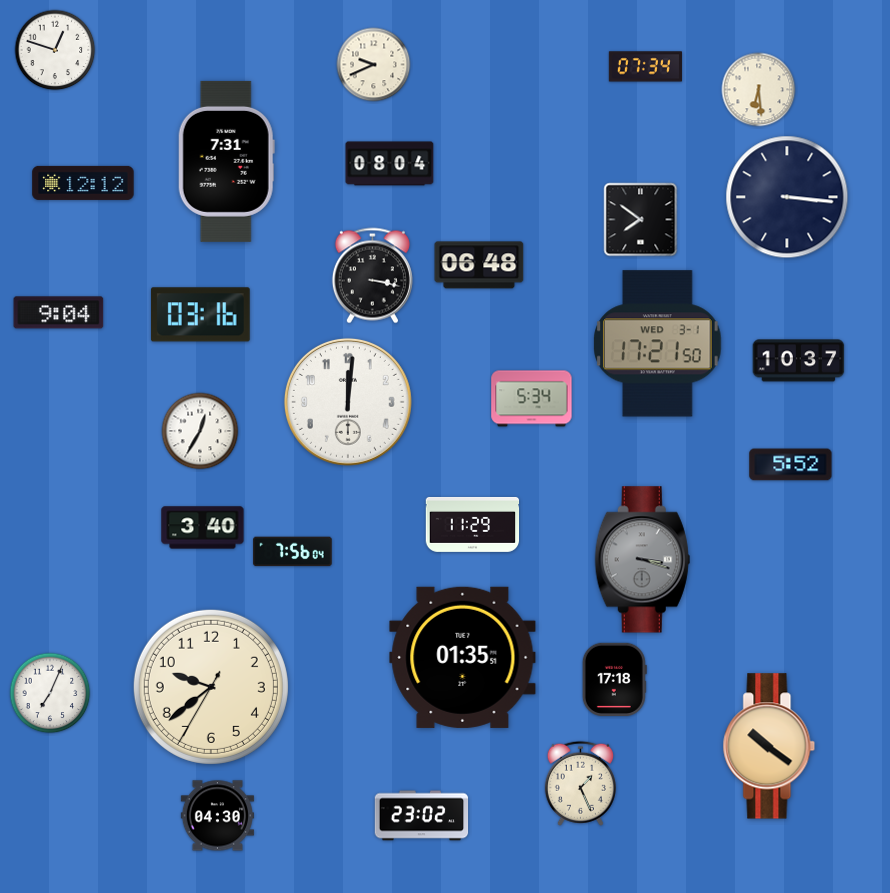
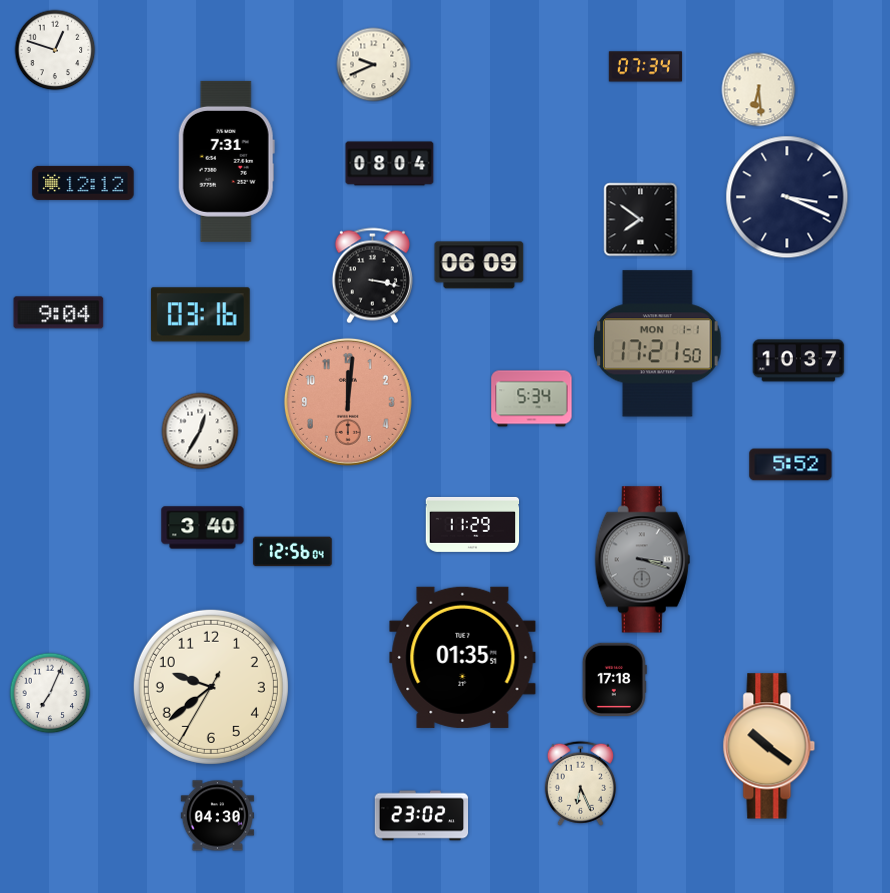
clock at (787, 197): 3:16 -> 3:19
clock at (479, 265): 06:48 -> 06:09
clock at (658, 344) date: WED 3-1 -> MON 1-1
clock at (348, 402) dial: white -> salmon
clock at (293, 552): 7:56 -> 12:56
clock at (580, 783): 1:26 -> 6:26
